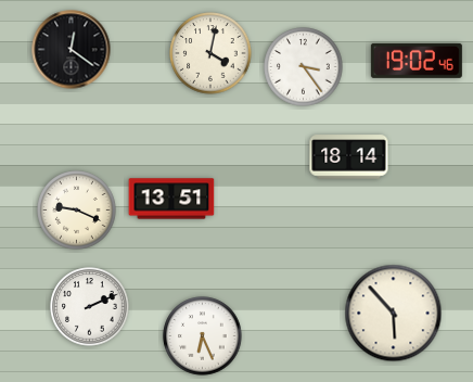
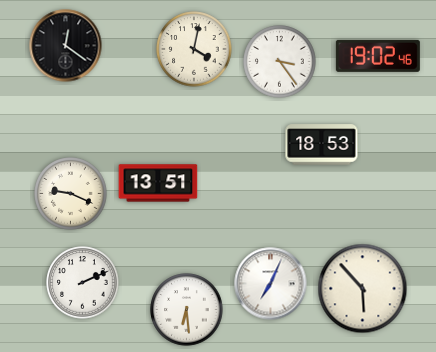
clock at (417, 61) position: (417, 61) -> (378, 56)
clock at (349, 157): 18:14 -> 18:53
clock at (271, 284): none -> 7:04
clock at (203, 336): 6:26 -> 6:29
